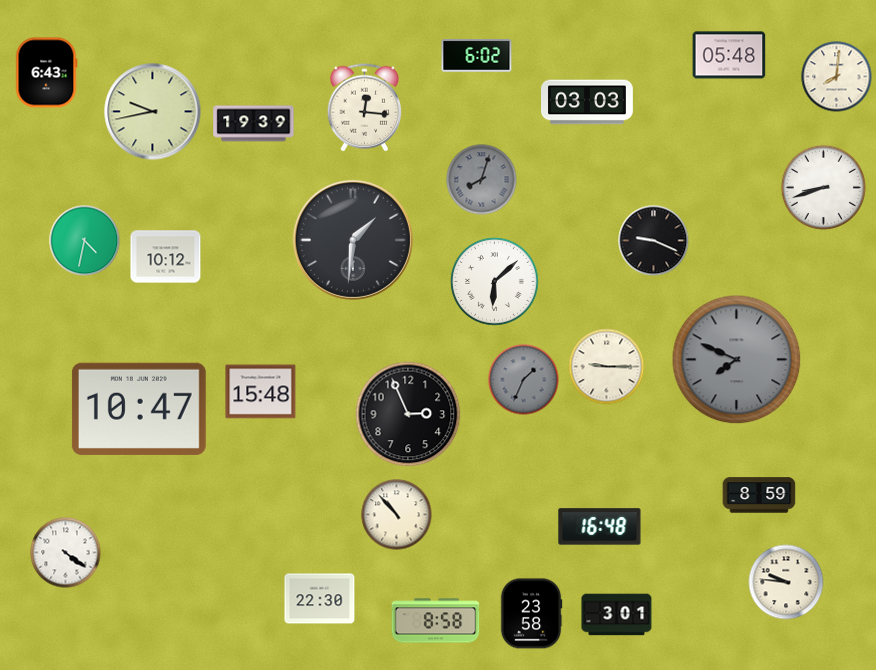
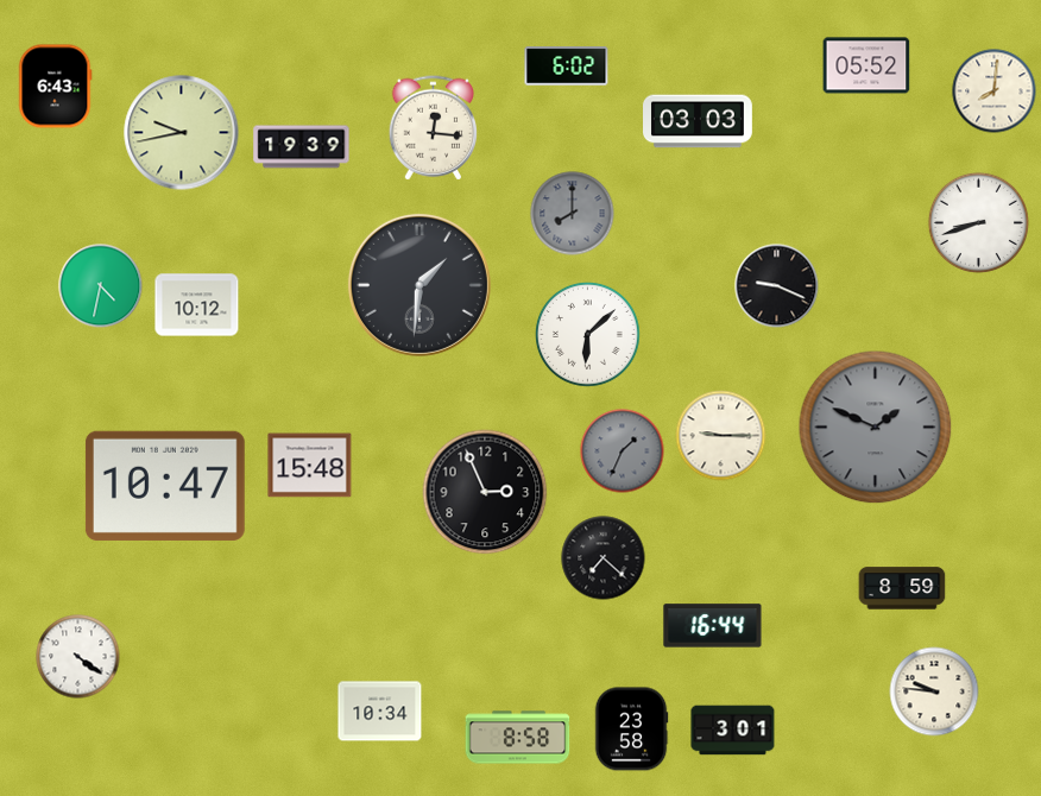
clock at (729, 55): 05:48 -> 05:52
clock at (482, 180): 8:03 -> 8:00
clock at (737, 360): 7:49 -> 1:49
clock at (604, 558): none -> 7:22
clock at (397, 515): 10:53 -> none
clock at (600, 527): 16:48 -> 16:44
clock at (320, 599): 22:30 -> 10:34
